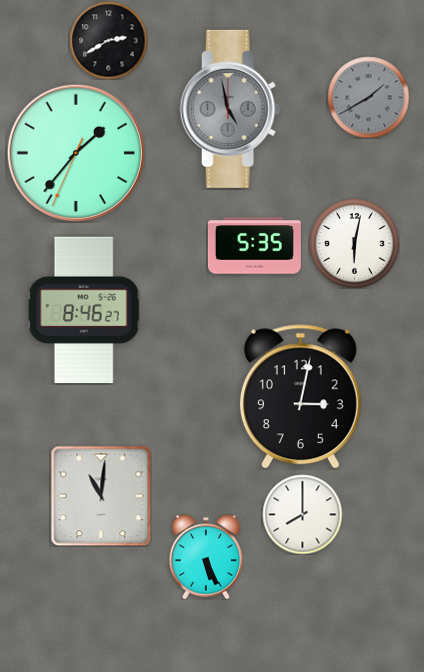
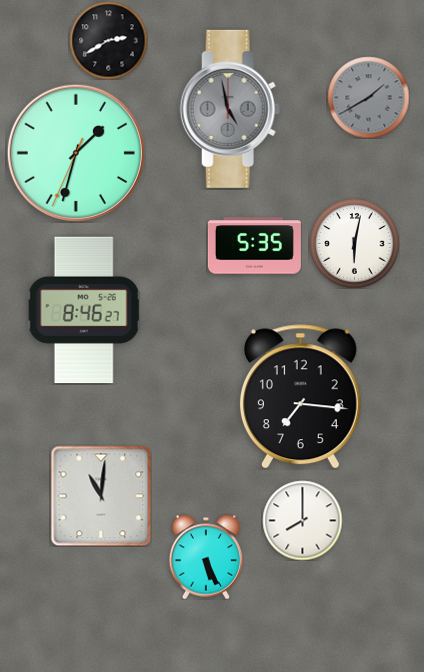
clock at (76, 153): 1:36 -> 1:32
clock at (300, 397): 3:02 -> 7:16
clock at (302, 514) position: (302, 514) -> (302, 520)
